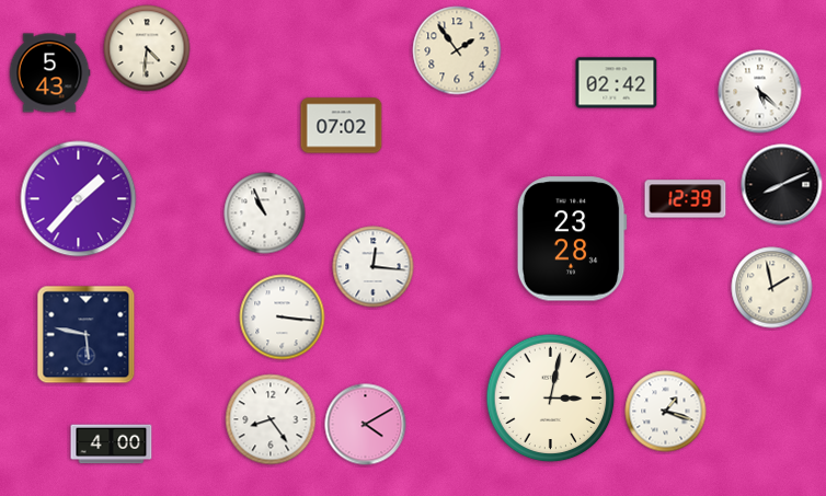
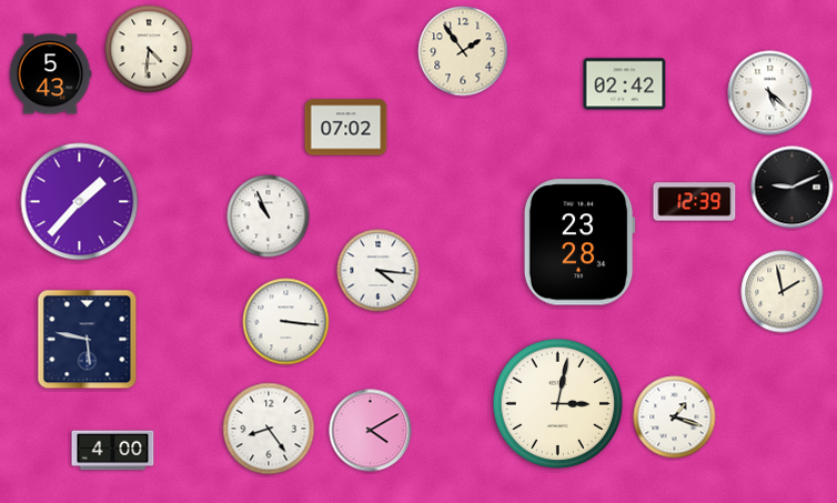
clock at (782, 185): 8:11 -> 9:11
clock at (374, 267): 12:16 -> 4:16
clock at (271, 419) position: (271, 419) -> (269, 429)
